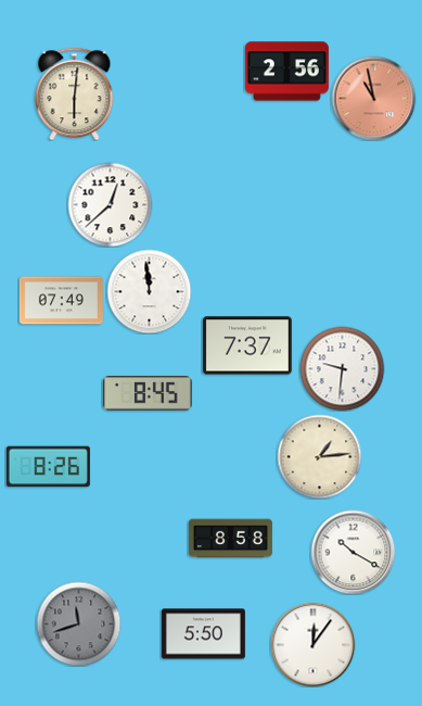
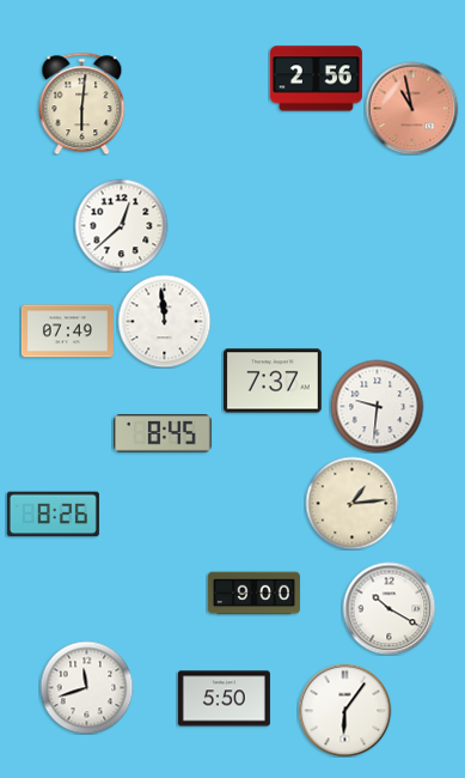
clock at (230, 539): 8:58 -> 9:00
clock at (78, 623) dial: grey -> white
clock at (312, 644): 12:06 -> 6:06
